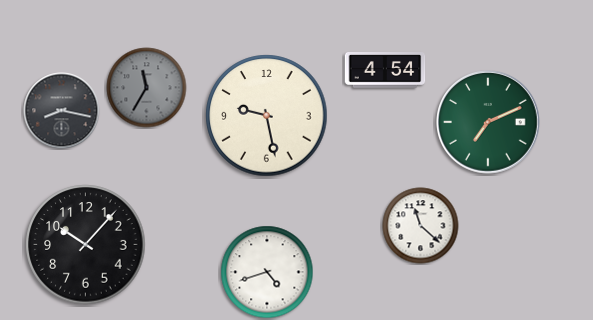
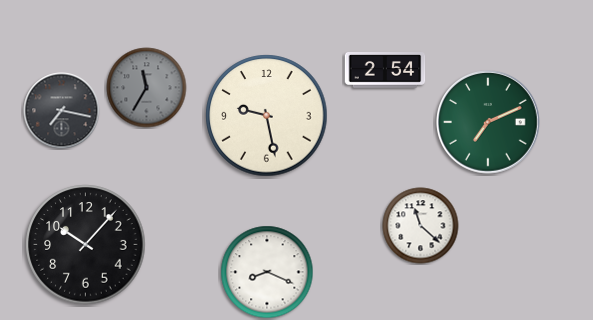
clock at (385, 71): 4:54 -> 2:54
clock at (62, 111): 8:17 -> 7:17
clock at (267, 272): 4:42 -> 8:19
